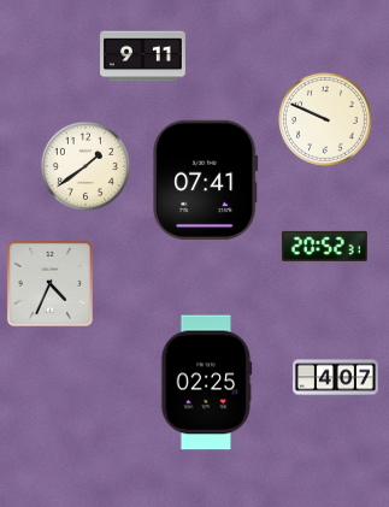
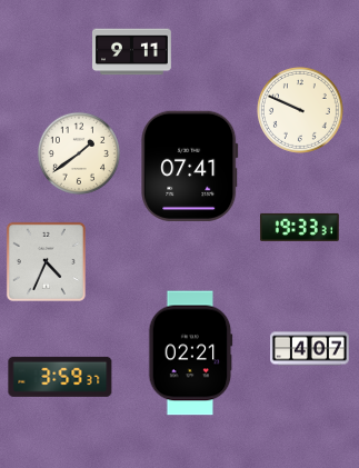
clock at (324, 246): 20:52 -> 19:33
clock at (207, 383): 02:25 -> 02:21
clock at (60, 377): none -> 3:59
